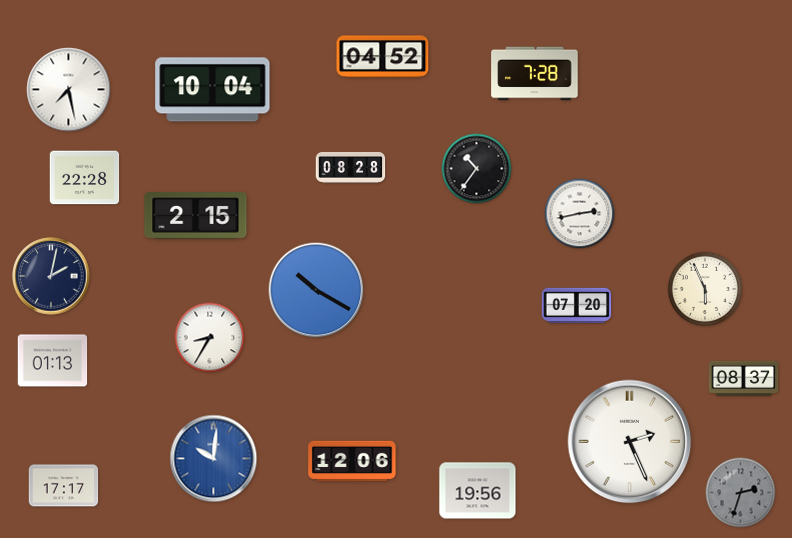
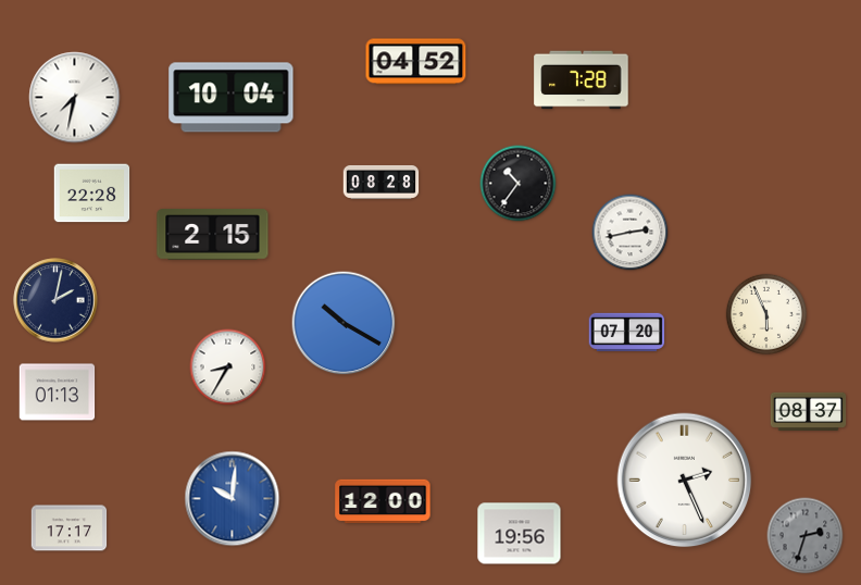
clock at (69, 90): 7:28 -> 7:32
clock at (316, 290) position: (316, 290) -> (344, 323)
clock at (352, 461): 12:06 -> 12:00
